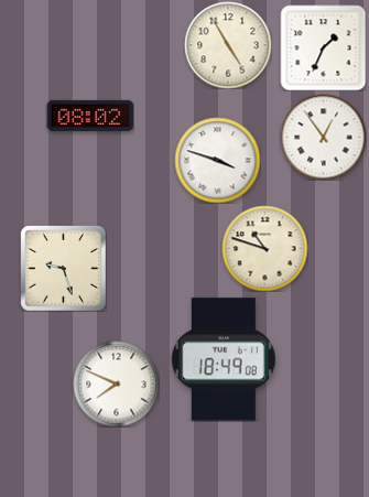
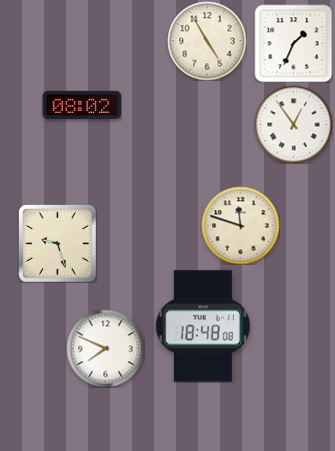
clock at (217, 160): 3:48 -> none
clock at (264, 248): 10:48 -> 11:48
clock at (224, 359): 18:49 -> 18:48
